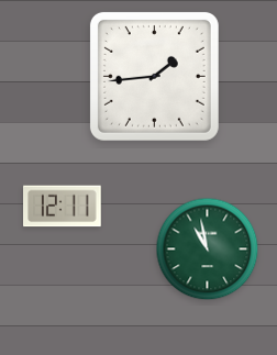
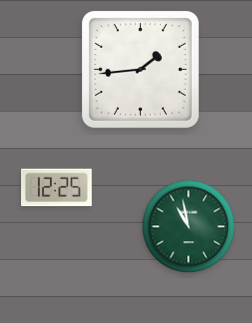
clock at (63, 207): 12:11 -> 12:25
